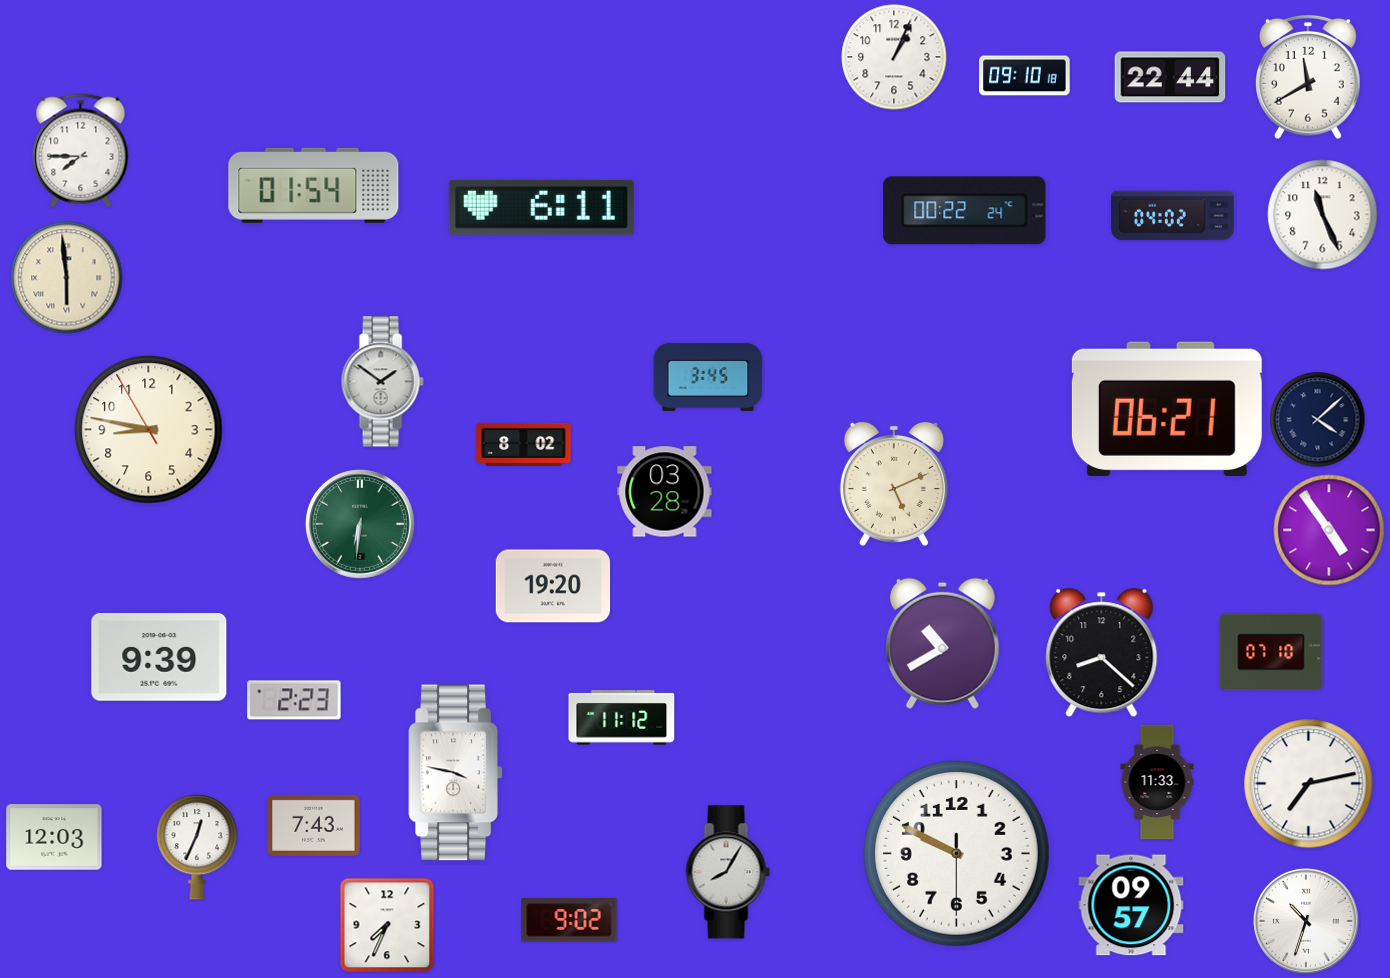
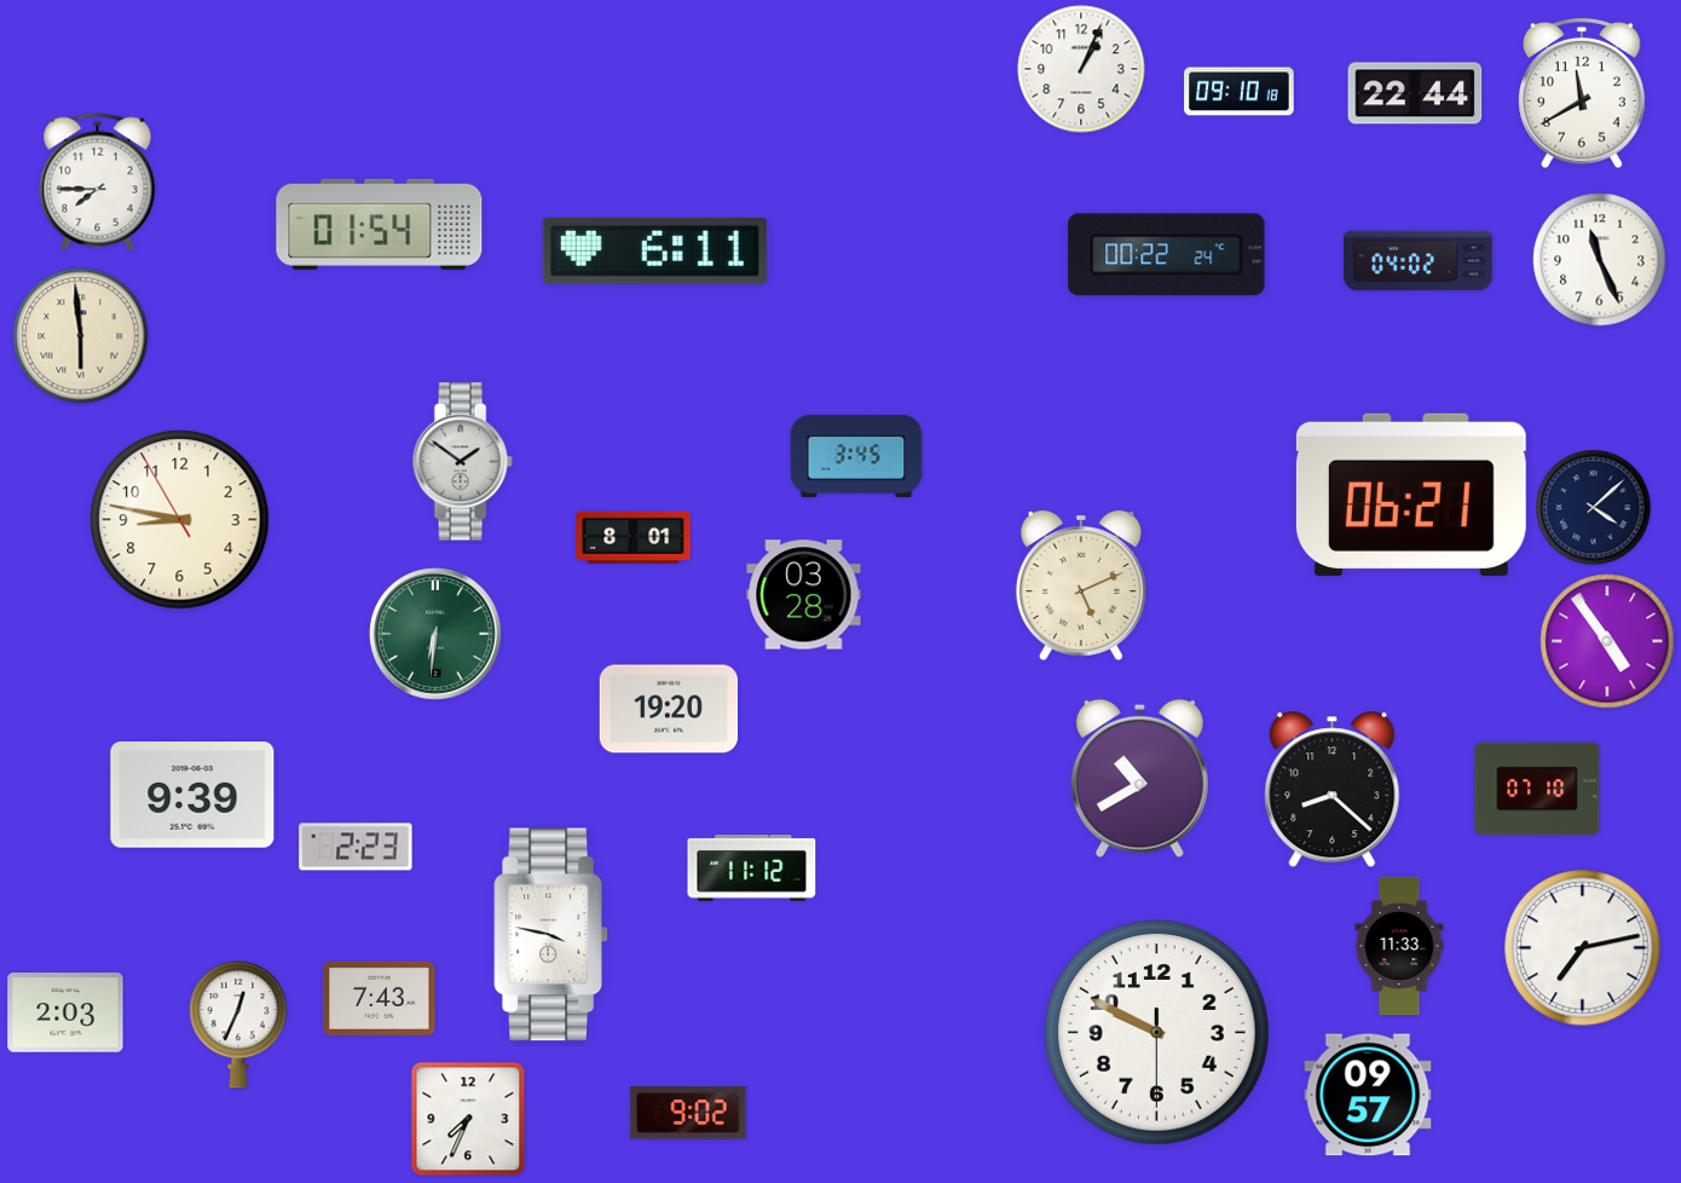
clock at (524, 444): 8:02 -> 8:01
clock at (54, 837): 12:03 -> 2:03
clock at (728, 872): 8:05 -> none
clock at (1306, 921): 10:33 -> none
